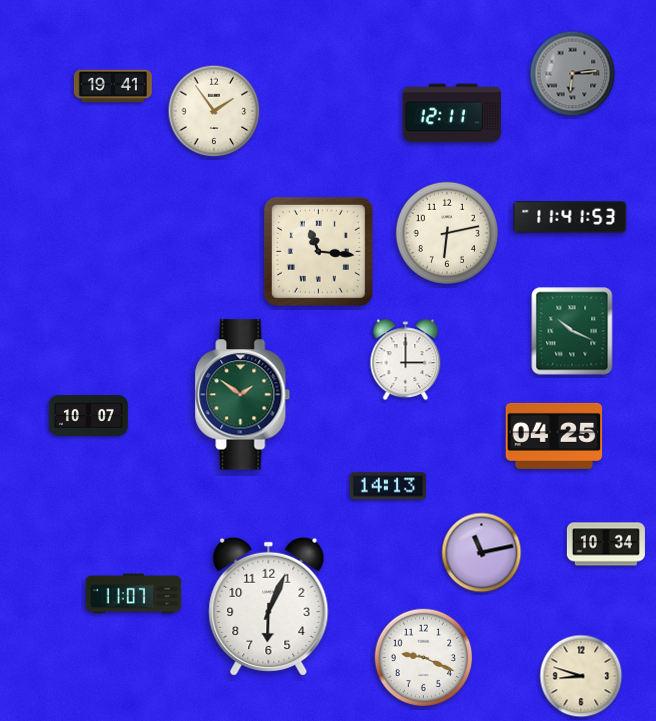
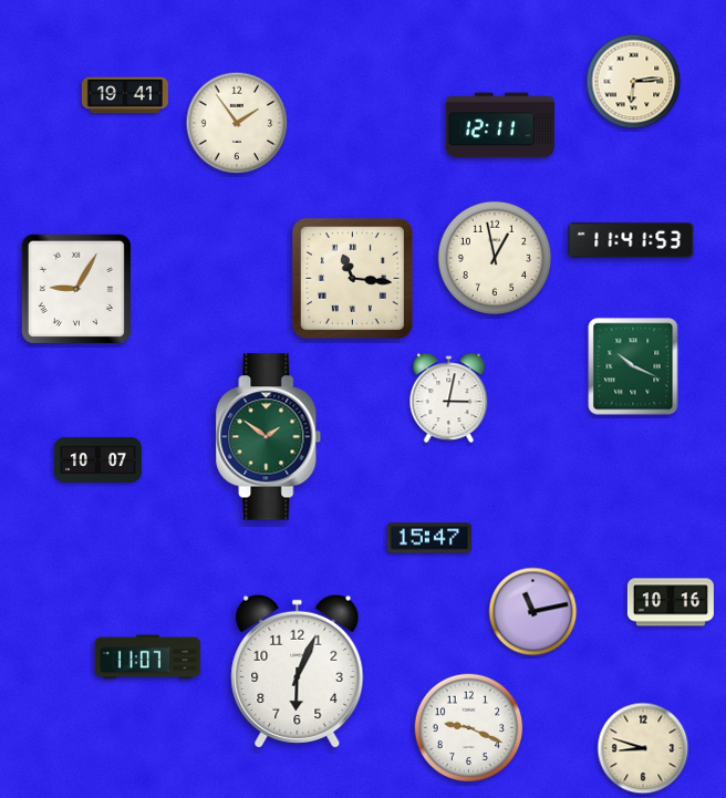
clock at (573, 74) dial: grey -> cream
clock at (446, 232): 6:13 -> 12:58
clock at (76, 289): none -> 9:05
clock at (406, 360): 3:00 -> 3:02
clock at (554, 436): 04:25 -> none
clock at (387, 486): 14:13 -> 15:47
clock at (606, 544): 10:34 -> 10:16
